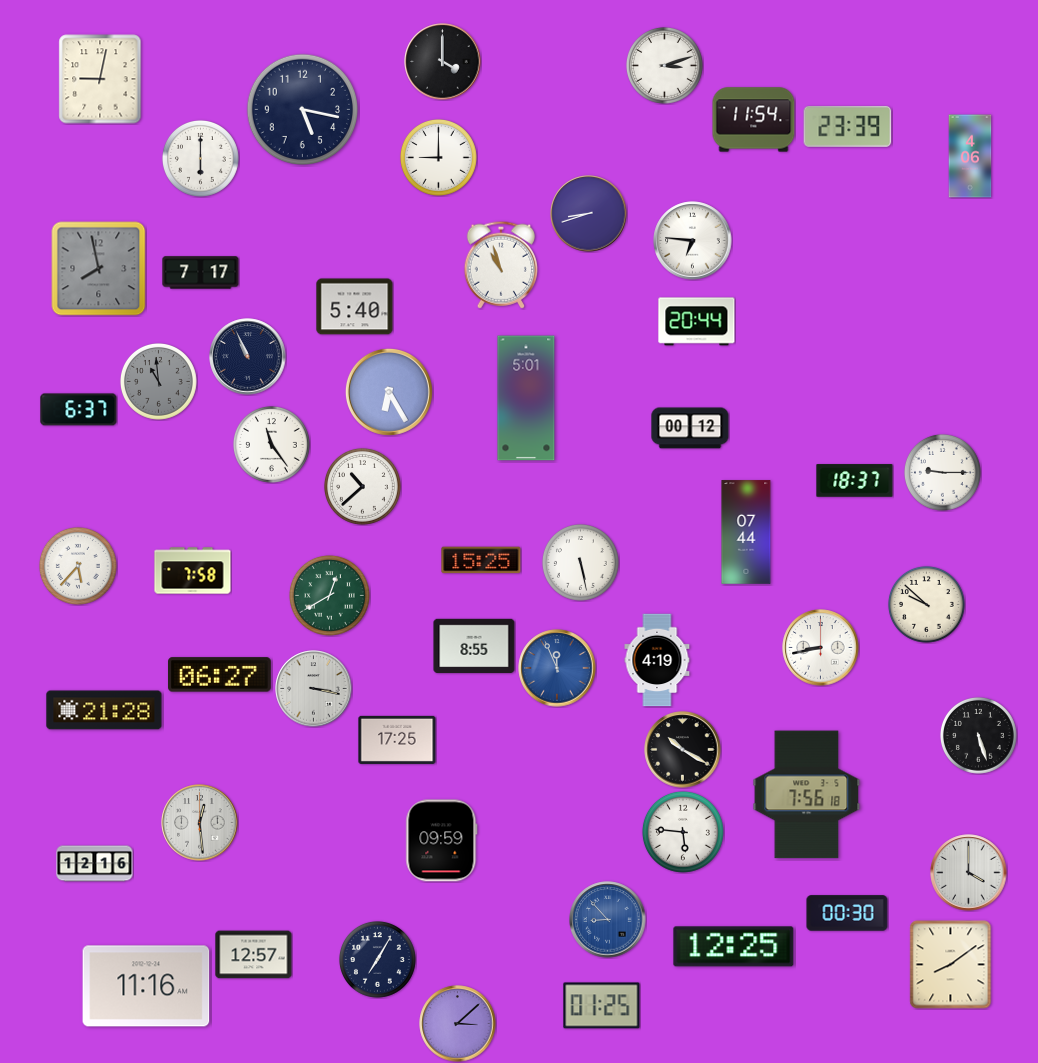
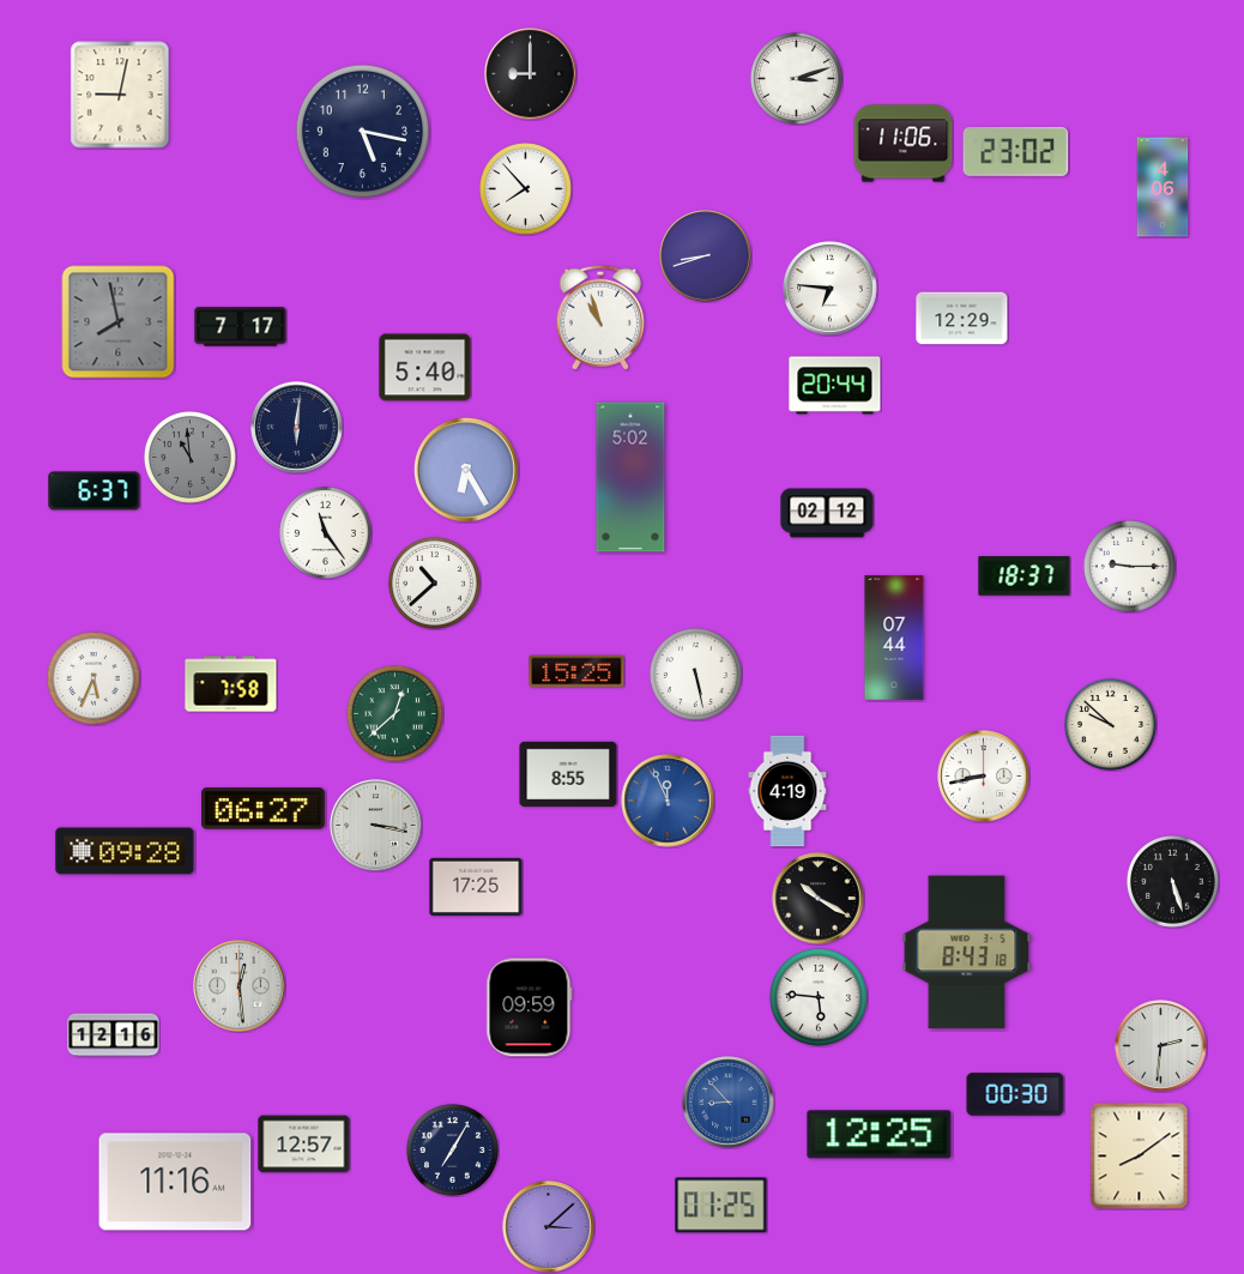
clock at (443, 62): 4:00 -> 9:00
clock at (754, 120): 11:54 -> 11:06
clock at (848, 126): 23:39 -> 23:02
clock at (438, 157): 9:00 -> 7:53
clock at (200, 158): 6:00 -> none
clock at (962, 319): none -> 12:29
clock at (248, 357): 10:56 -> 6:01
clock at (526, 398): 5:01 -> 5:02
clock at (690, 428): 00:12 -> 02:12
clock at (78, 566): 5:37 -> 5:34
clock at (329, 595): 12:40 -> 12:38
clock at (104, 710): 21:28 -> 09:28
clock at (807, 795): 7:56 -> 8:43
clock at (969, 873): 4:00 -> 2:31
